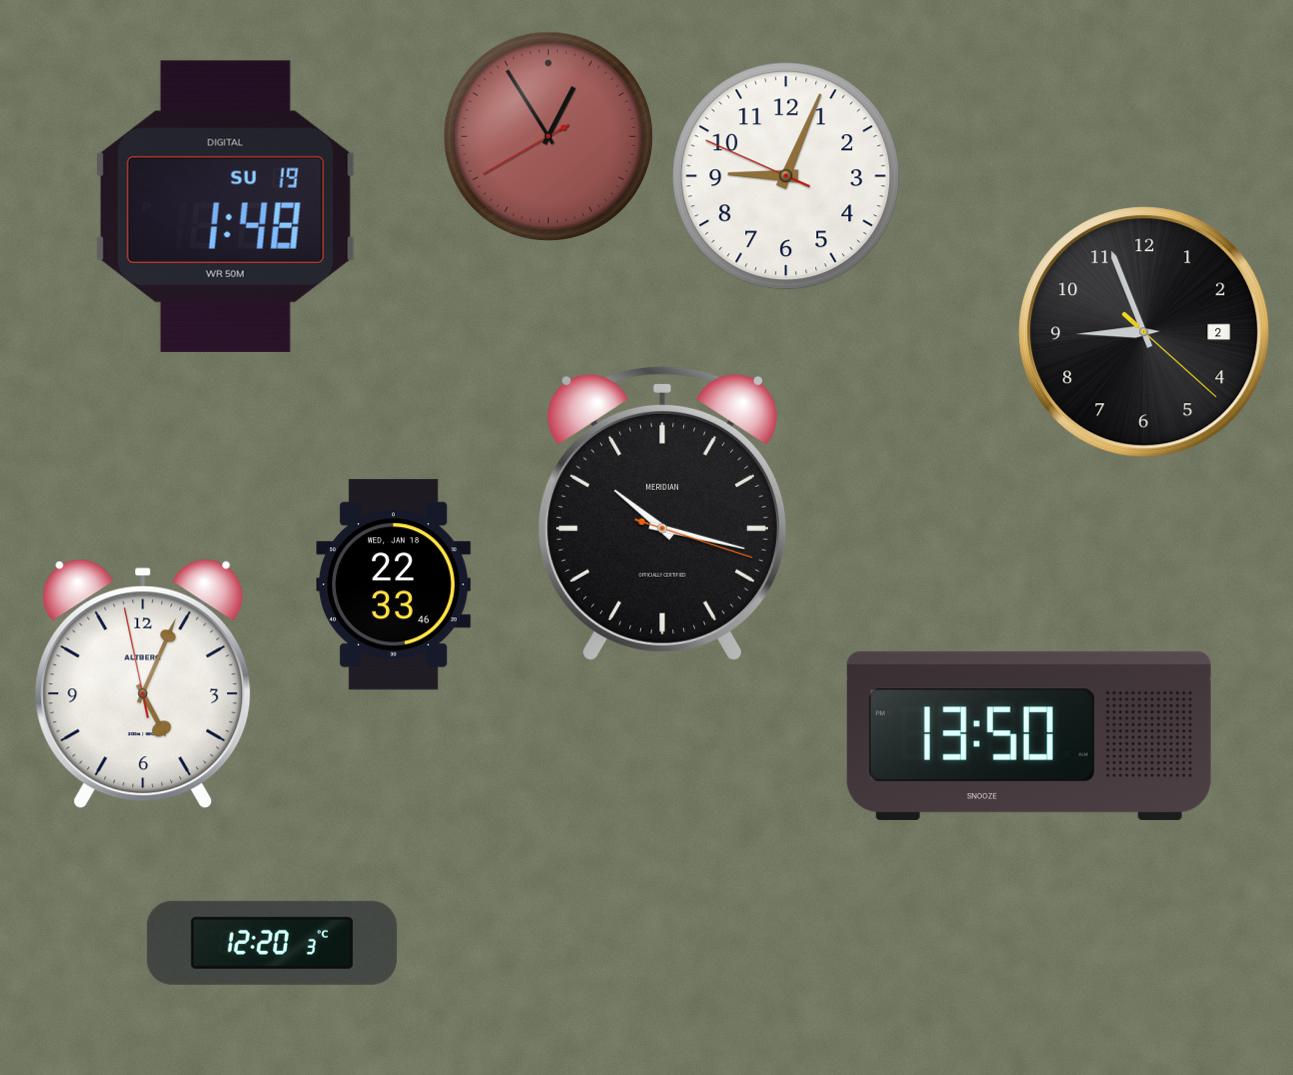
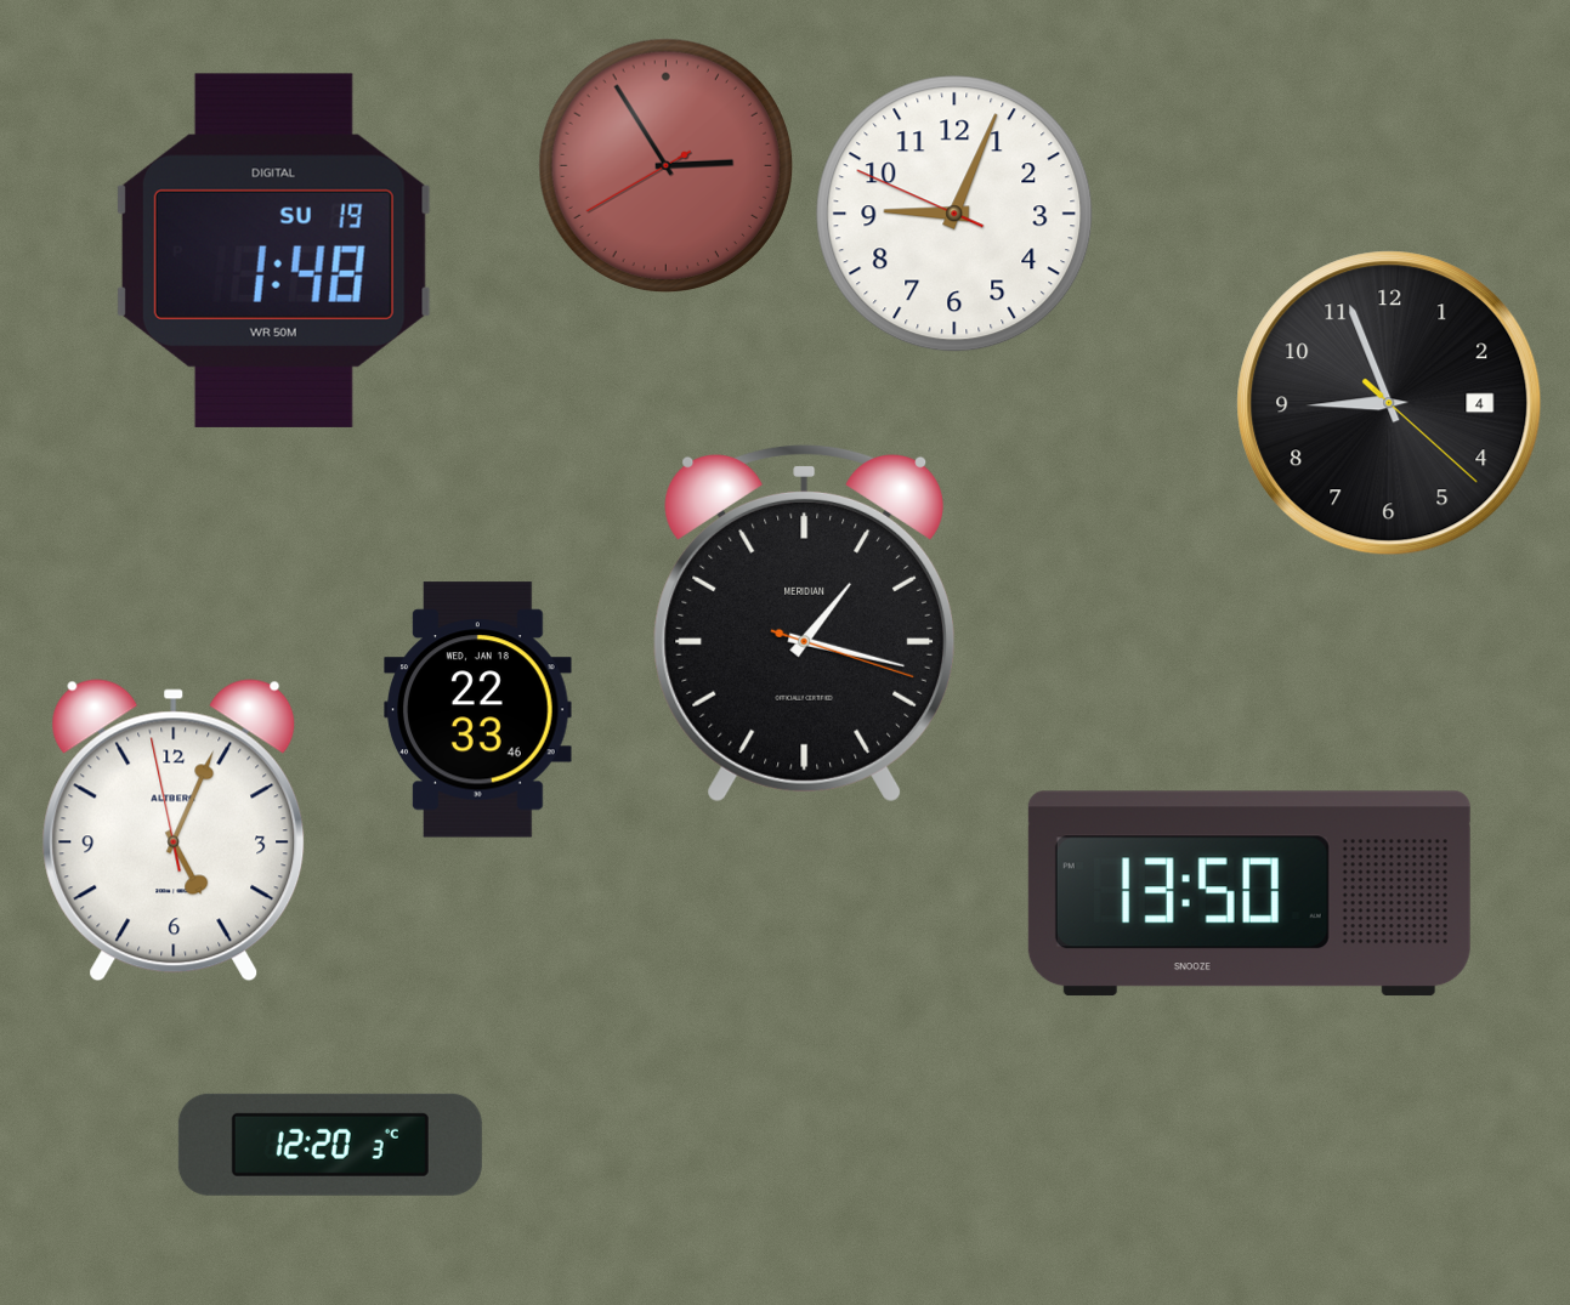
clock at (548, 136): 12:54 -> 2:54
clock at (1144, 332) date: 2 -> 4
clock at (663, 513): 10:17 -> 1:17
